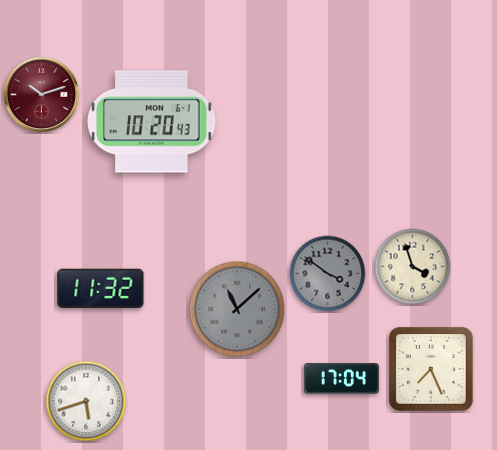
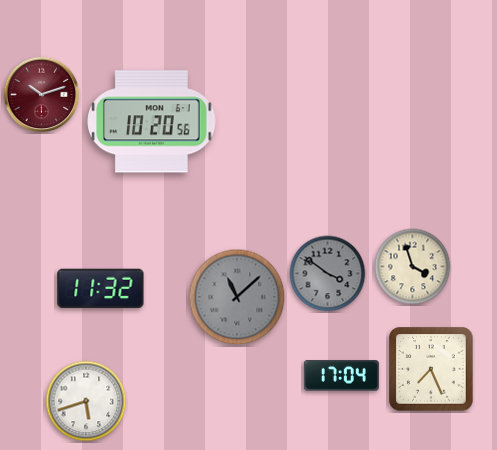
clock at (152, 122): 10:20:43 -> 10:20:56
clock at (237, 309) position: (237, 309) -> (237, 297)
clock at (341, 379) position: (341, 379) -> (341, 376)
